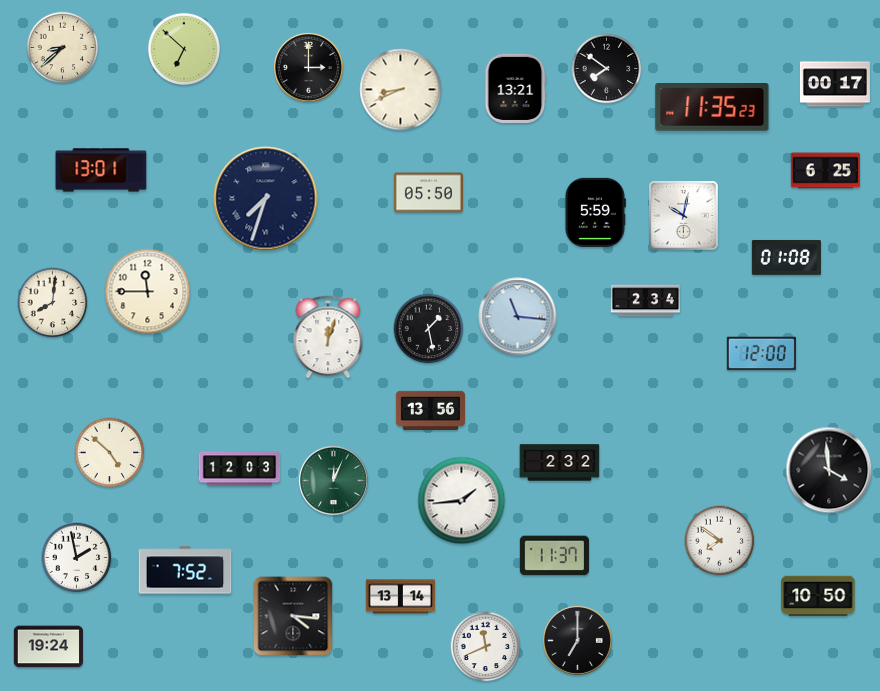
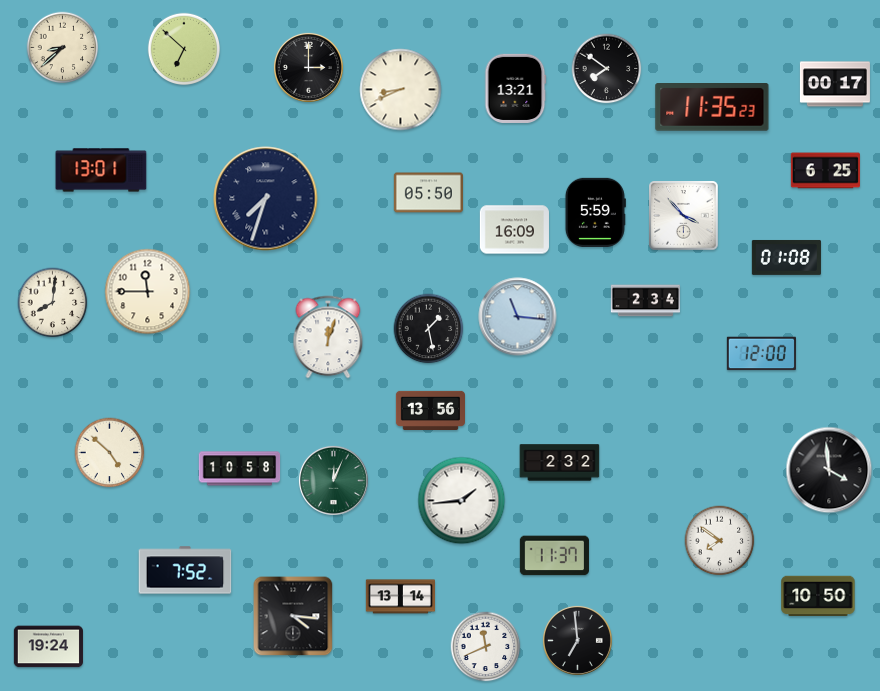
clock at (684, 216): 10:02 -> 3:53
clock at (514, 230): none -> 16:09
clock at (240, 469): 12:03 -> 10:58
clock at (77, 558): 1:58 -> none
clock at (577, 640): 7:00 -> 6:59
